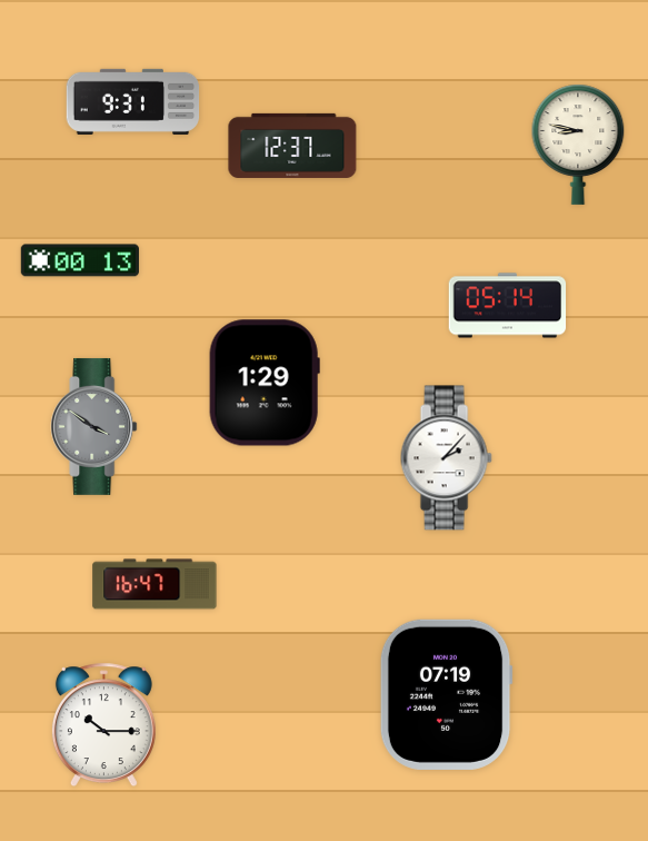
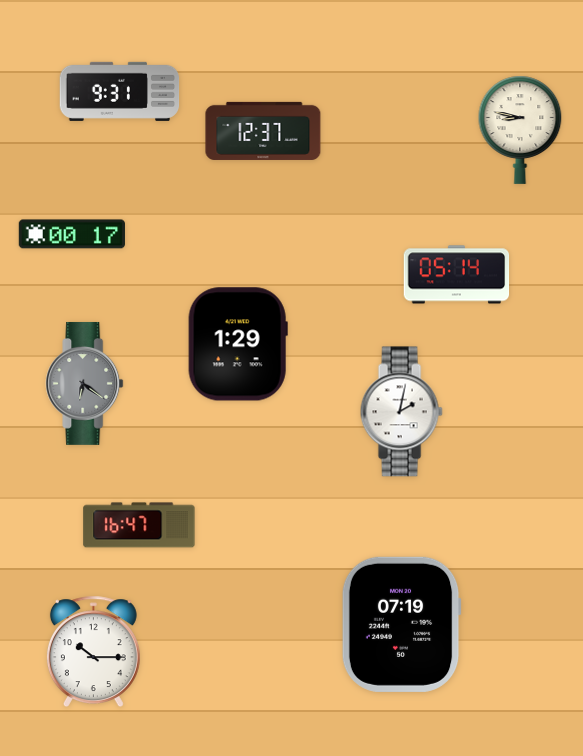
clock at (80, 260): 00:13 -> 00:17
clock at (94, 426): 3:51 -> 6:21
clock at (446, 458): 2:07 -> 2:02
